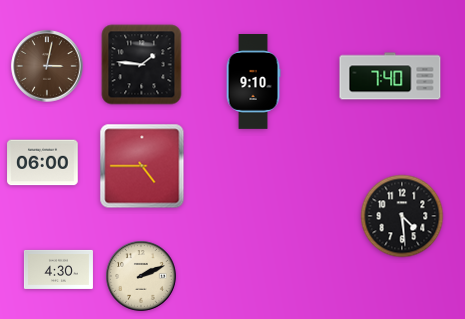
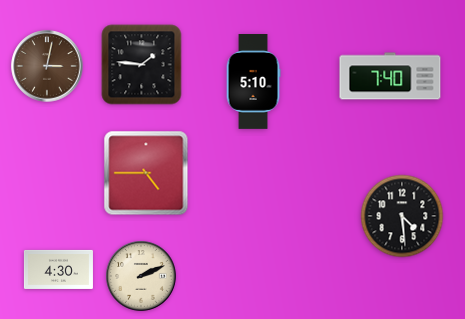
clock at (253, 82): 9:10 -> 5:10
clock at (43, 163): 06:00 -> none
clock at (142, 166) position: (142, 166) -> (146, 173)
